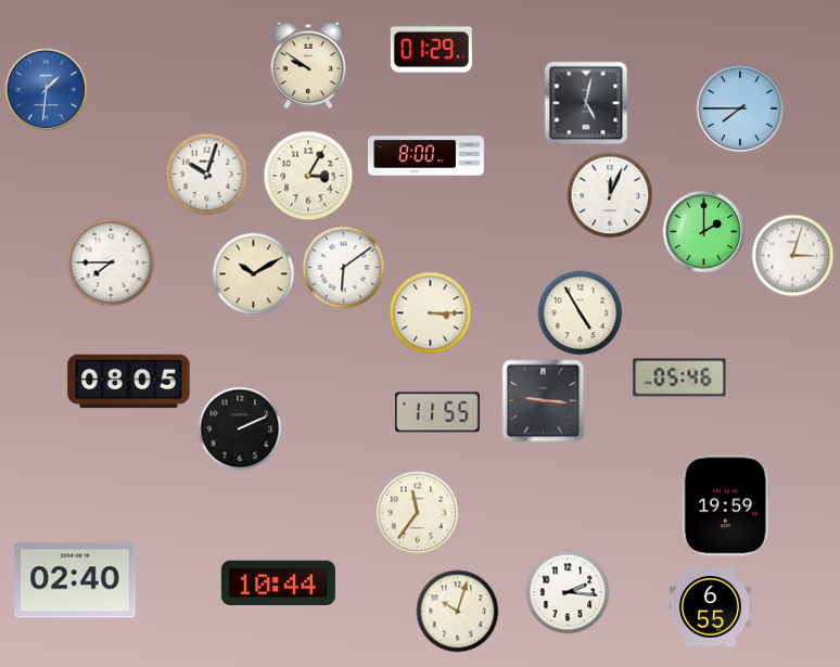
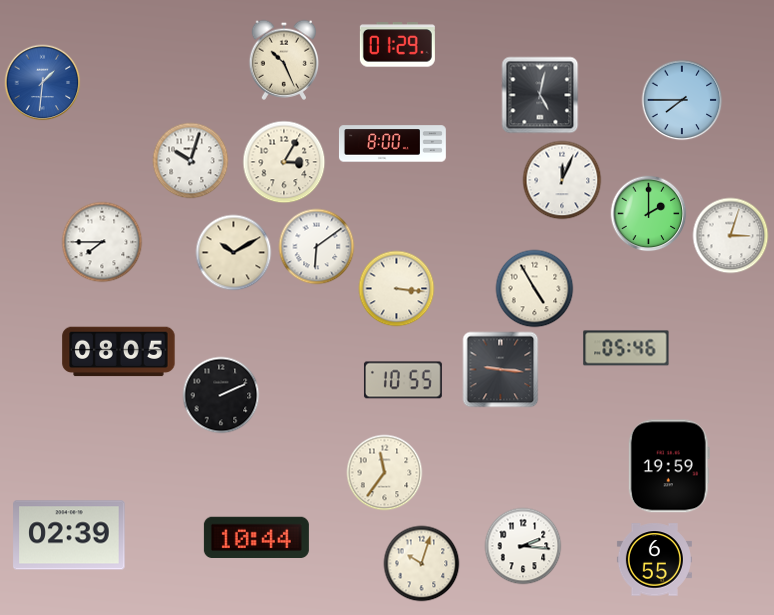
clock at (308, 65): 9:51 -> 10:26
clock at (431, 313): 3:15 -> 3:16
clock at (437, 412): 11:55 -> 10:55
clock at (75, 580): 02:40 -> 02:39
